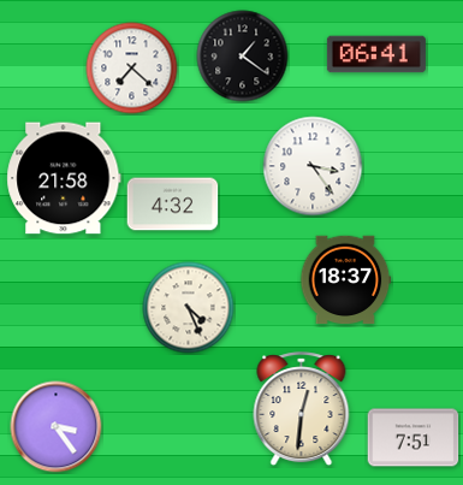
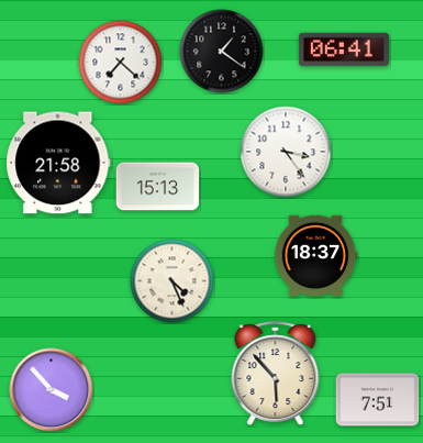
clock at (173, 205): 4:32 -> 15:13
clock at (302, 409): 12:31 -> 5:53
clock at (57, 427): 3:24 -> 3:53
